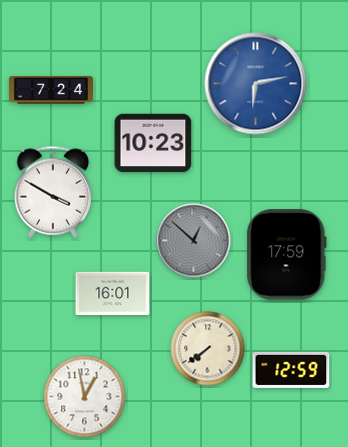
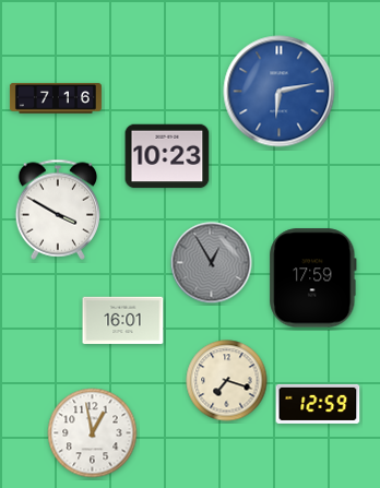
clock at (51, 90): 7:24 -> 7:16
clock at (194, 241): 12:52 -> 12:55
clock at (208, 349): 7:39 -> 7:18
